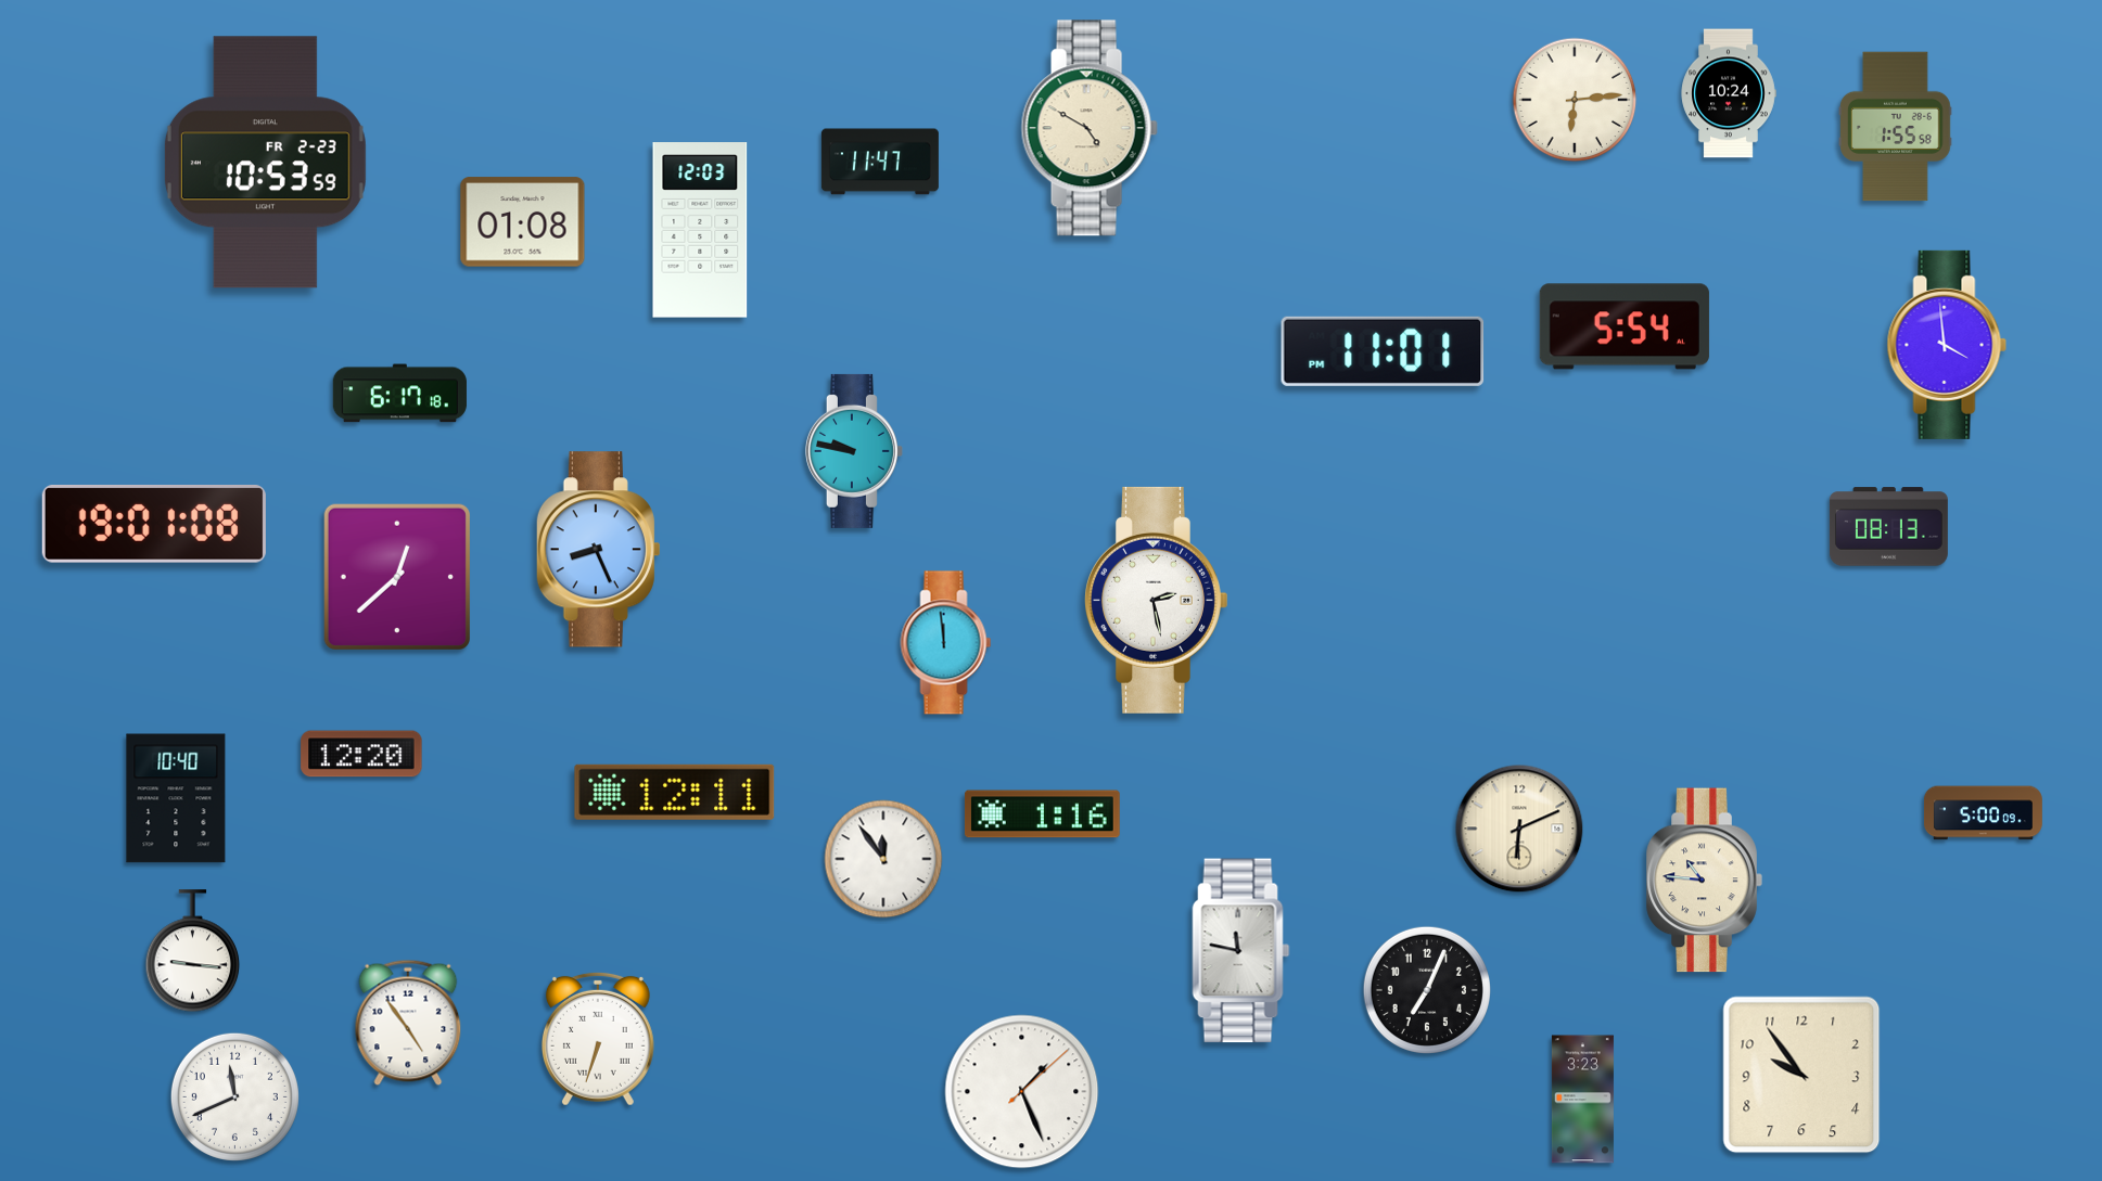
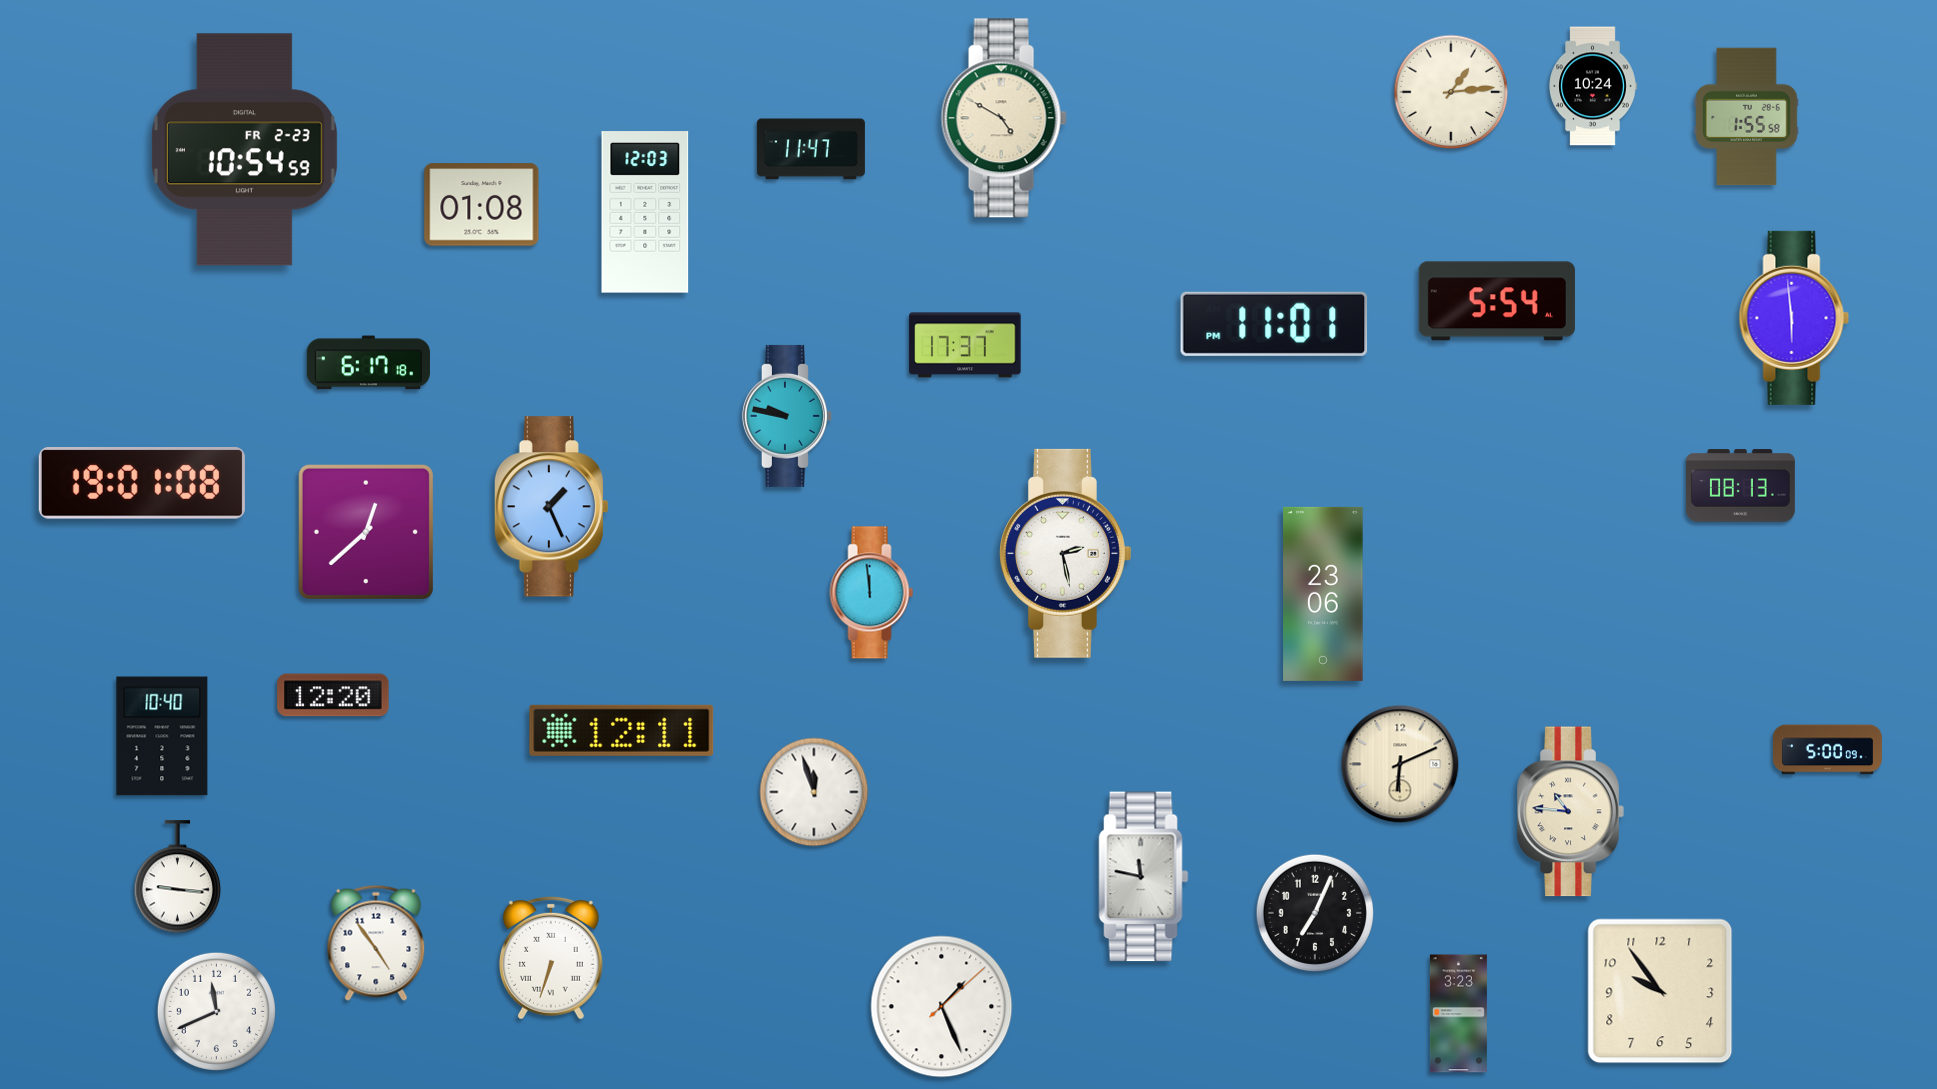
clock at (1575, 100): 6:14 -> 1:14
clock at (265, 163): 10:53 -> 10:54
clock at (1947, 345): 3:59 -> 5:59
clock at (965, 345): none -> 17:37
clock at (598, 550): 8:26 -> 1:26
clock at (1323, 594): none -> 23:06
clock at (1042, 814): 1:16 -> none
clock at (883, 859): 11:54 -> 11:57
